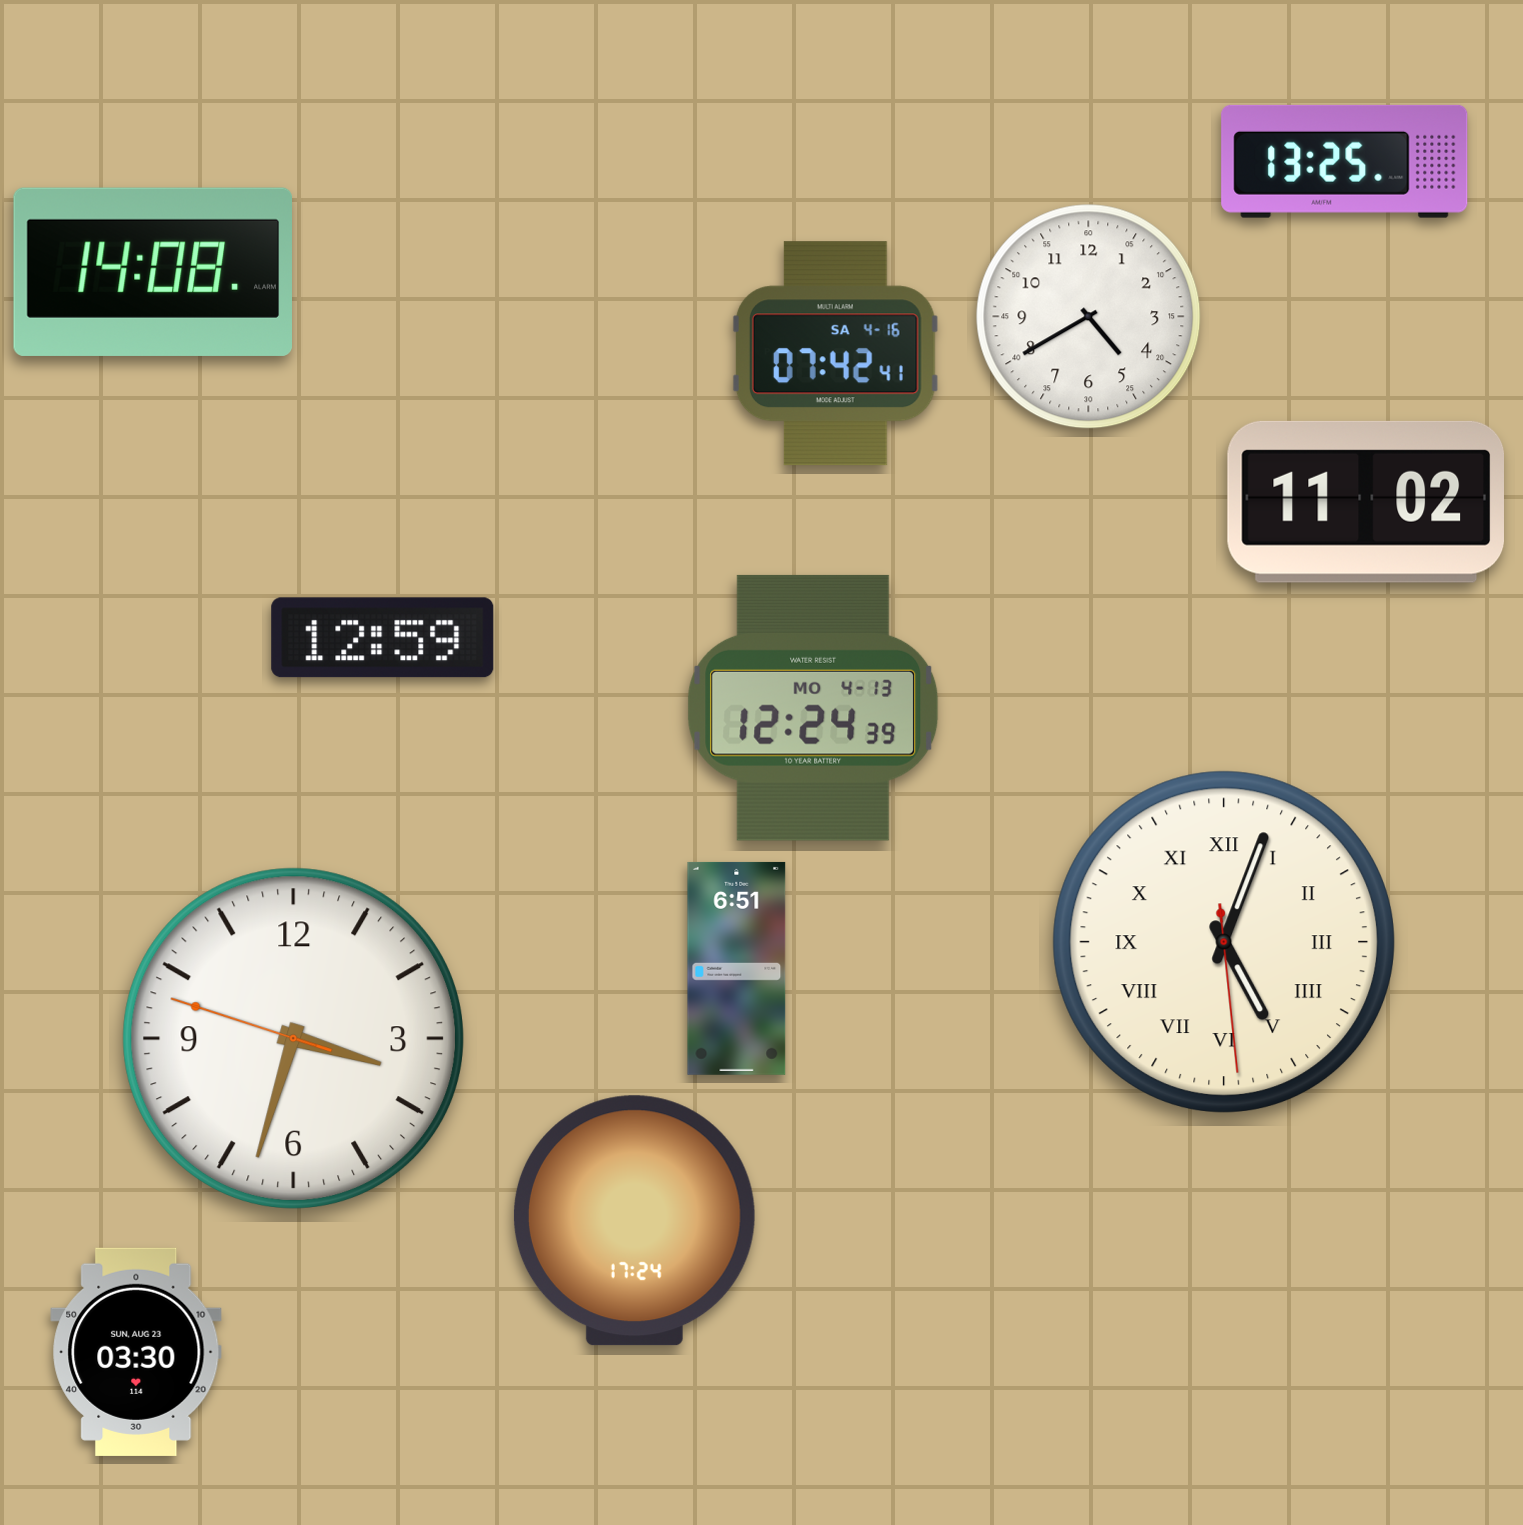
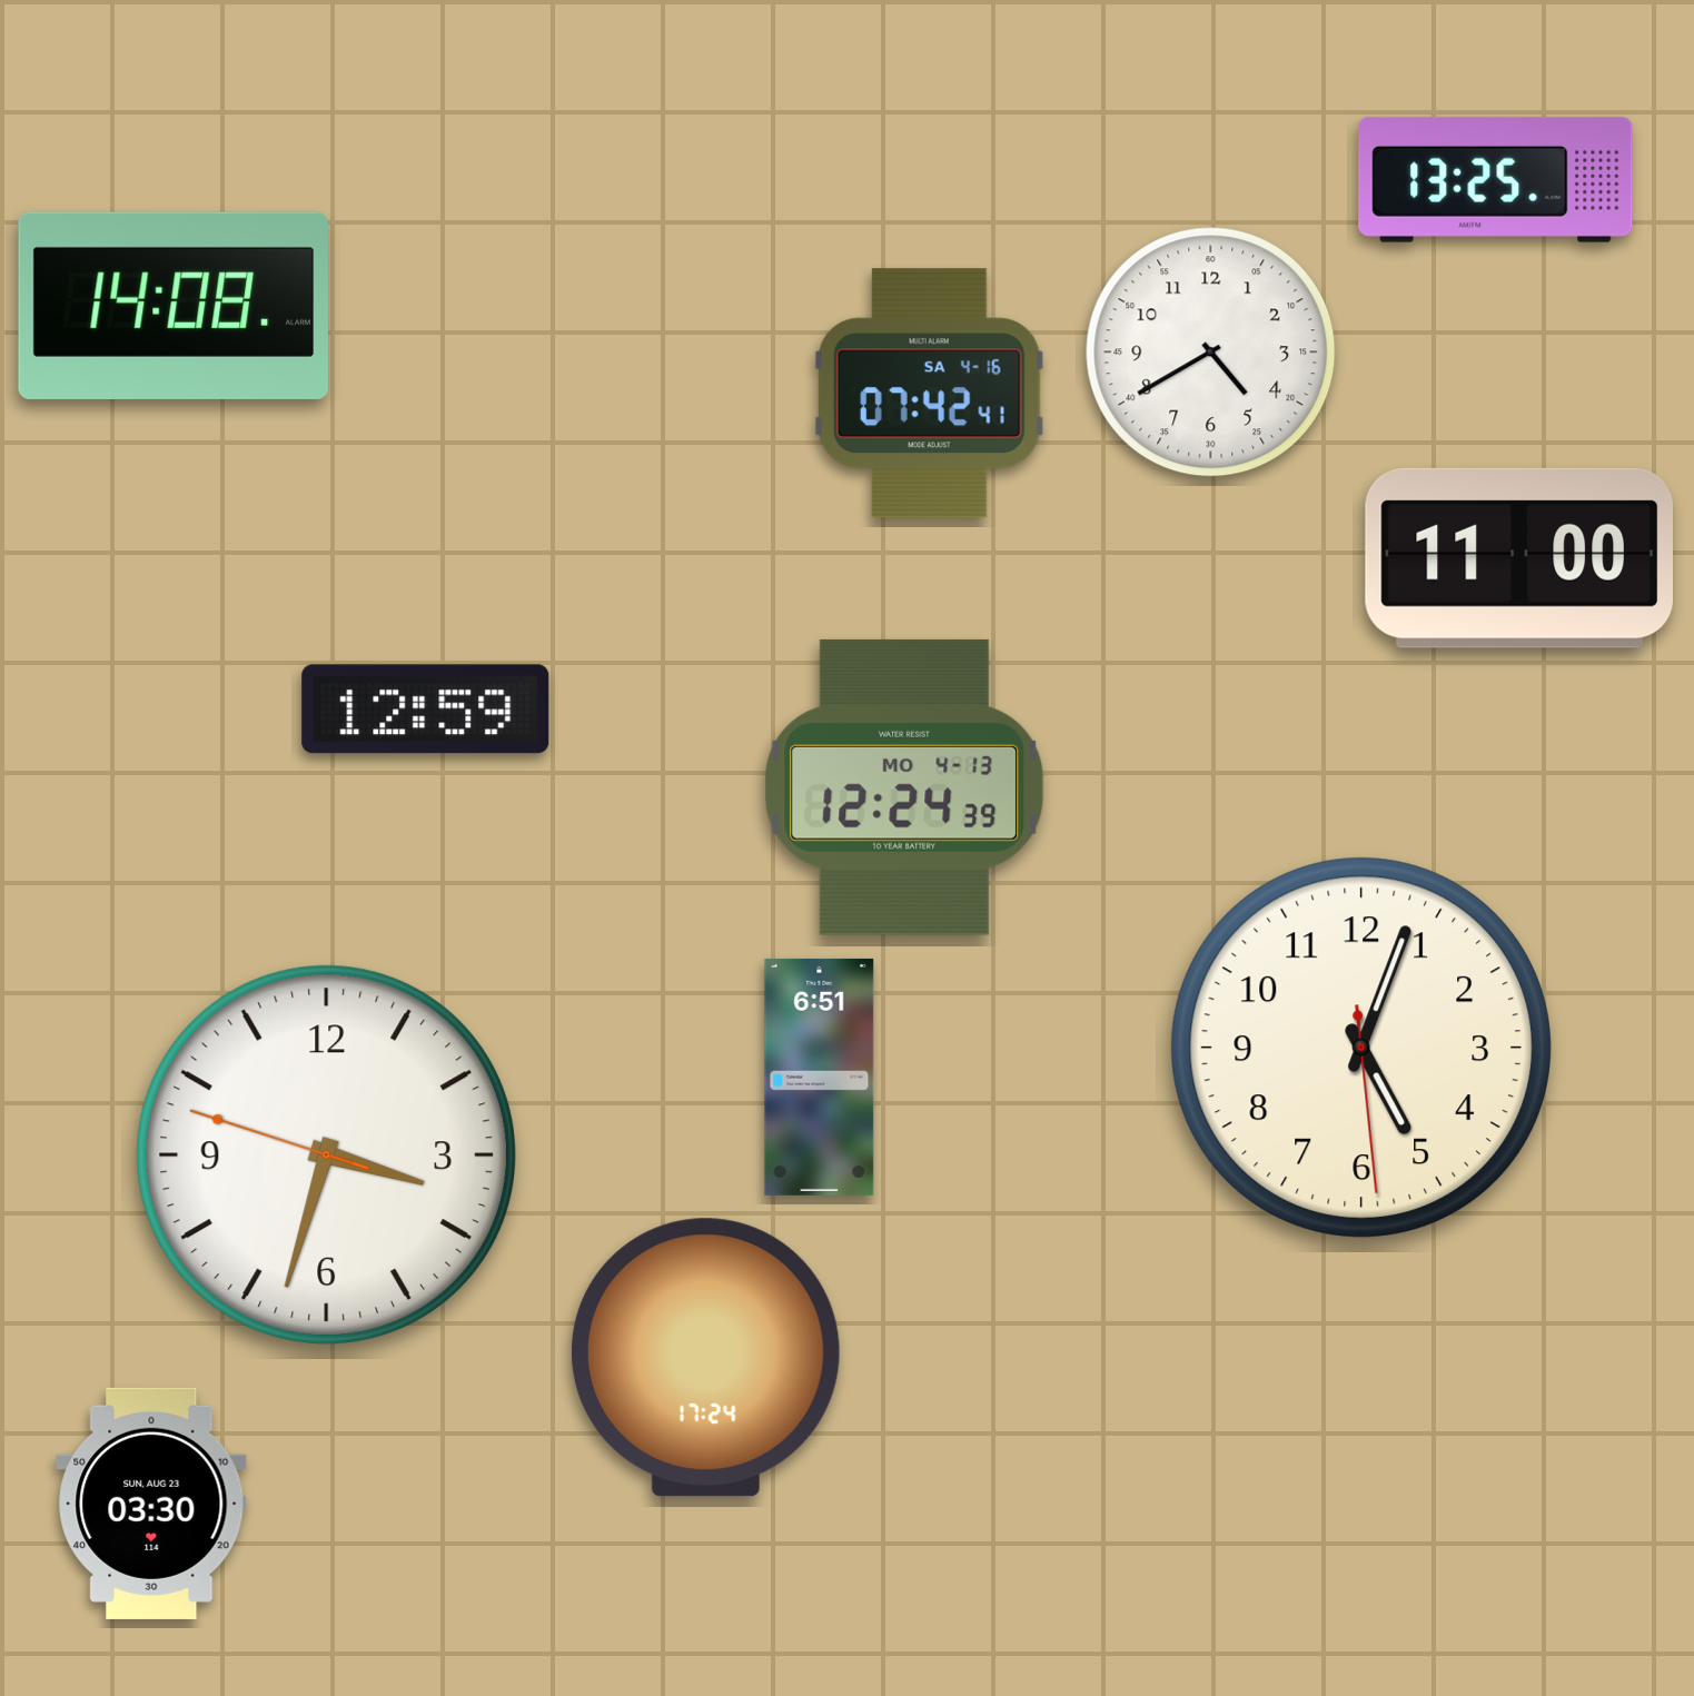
clock at (152, 272) position: (152, 272) -> (172, 306)
clock at (1365, 502): 11:02 -> 11:00
clock at (1223, 941) numerals: Roman -> Arabic
